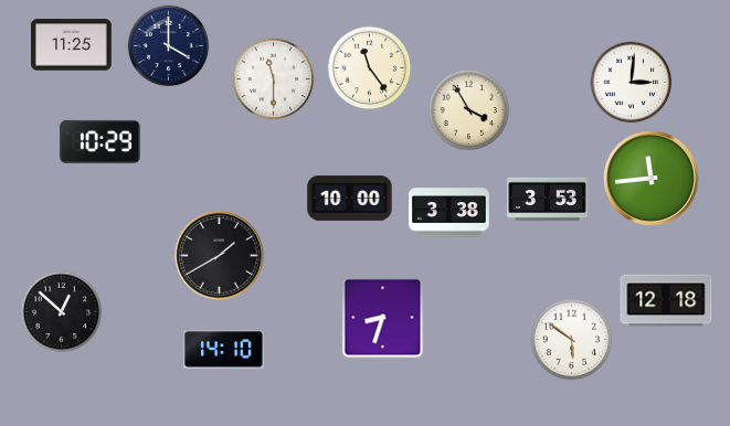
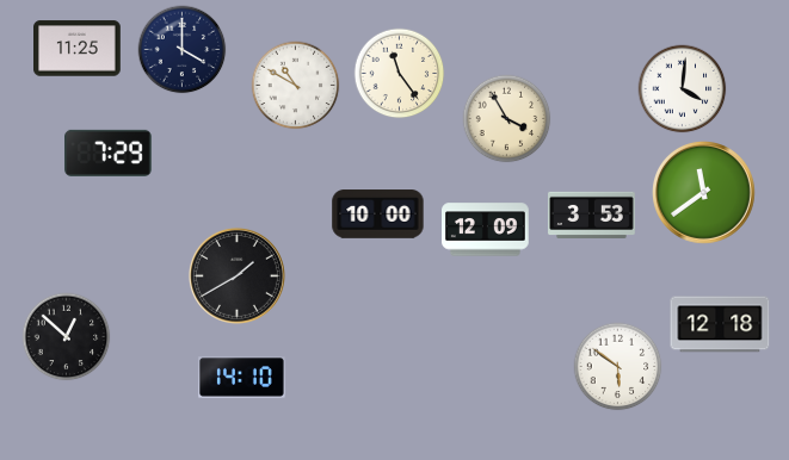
clock at (274, 79): 11:30 -> 10:50
clock at (632, 83): 3:01 -> 4:01
clock at (100, 141): 10:29 -> 7:29
clock at (652, 179): 11:44 -> 11:39
clock at (449, 213): 3:38 -> 12:09
clock at (383, 318): 8:33 -> none
